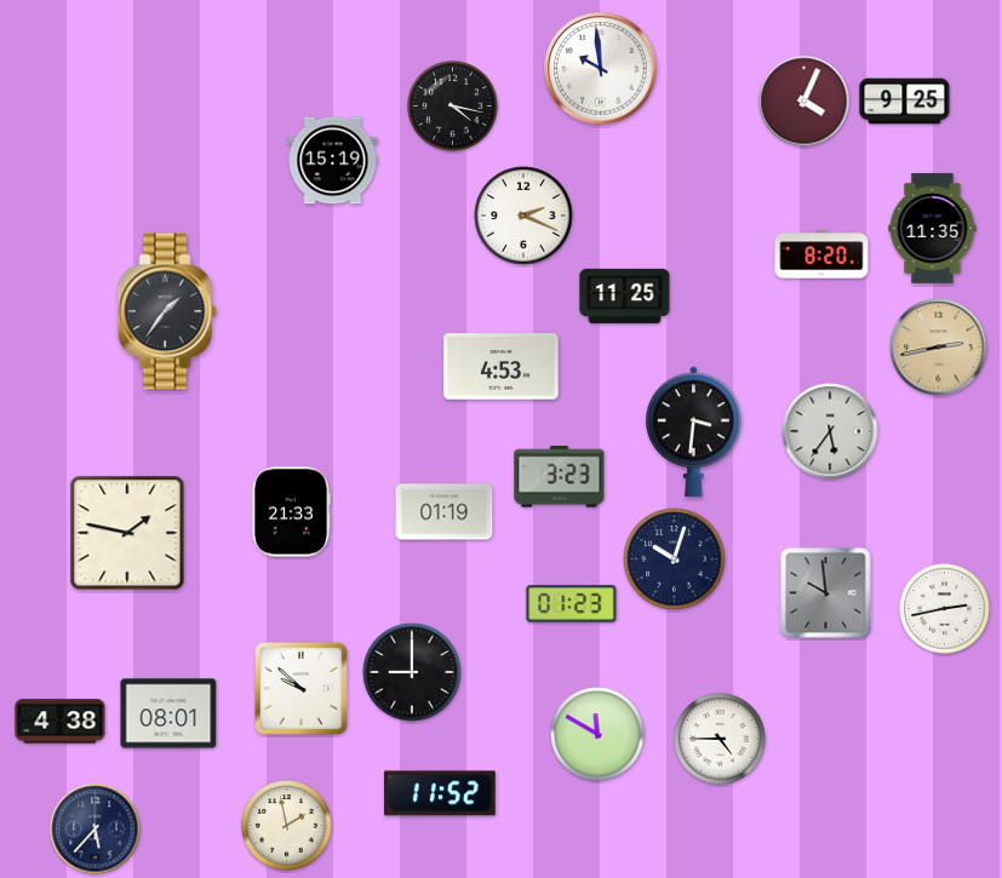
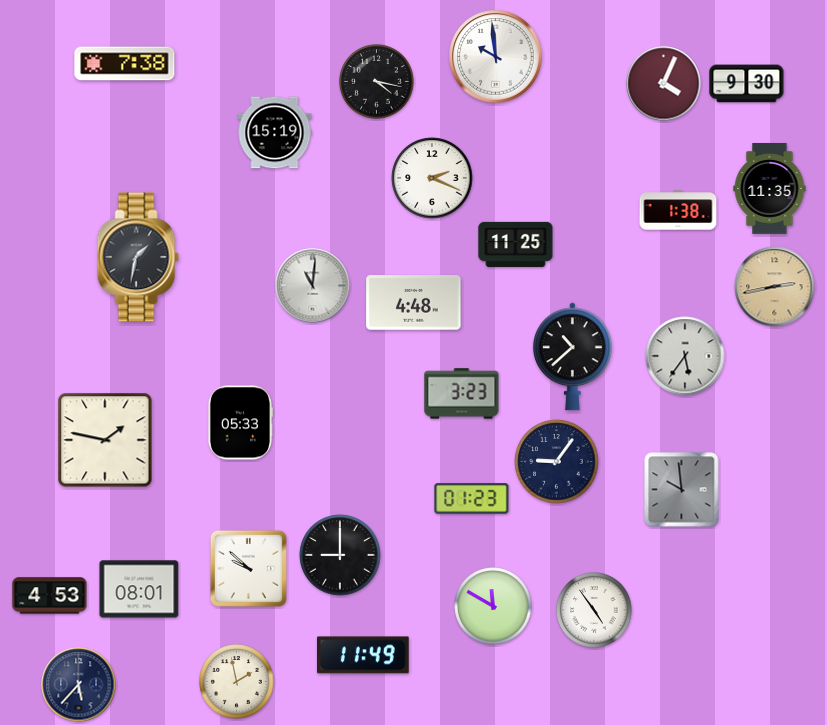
clock at (125, 64): none -> 7:38
clock at (905, 102): 9:25 -> 9:30
clock at (453, 107) position: (453, 107) -> (377, 82)
clock at (821, 254): 8:20 -> 1:38
clock at (167, 311): 1:36 -> 1:32
clock at (313, 286): none -> 11:01
clock at (502, 367): 4:53 -> 4:48
clock at (693, 432): 3:31 -> 10:38
clock at (291, 512): 21:33 -> 05:33
clock at (445, 512): 01:19 -> none
clock at (675, 559): 10:03 -> 9:06
clock at (945, 609): 2:43 -> none
clock at (61, 722): 4:38 -> 4:53
clock at (720, 739): 4:45 -> 4:54
clock at (441, 793): 11:52 -> 11:49
